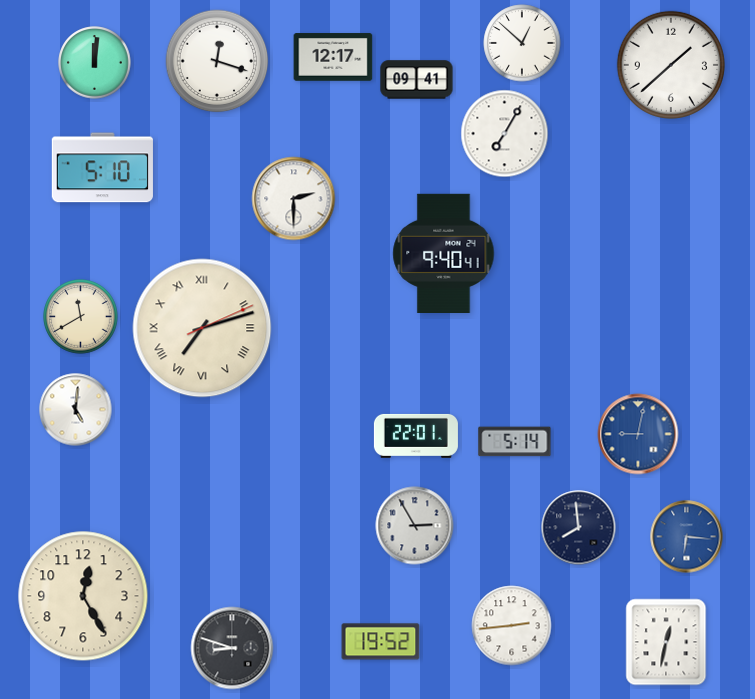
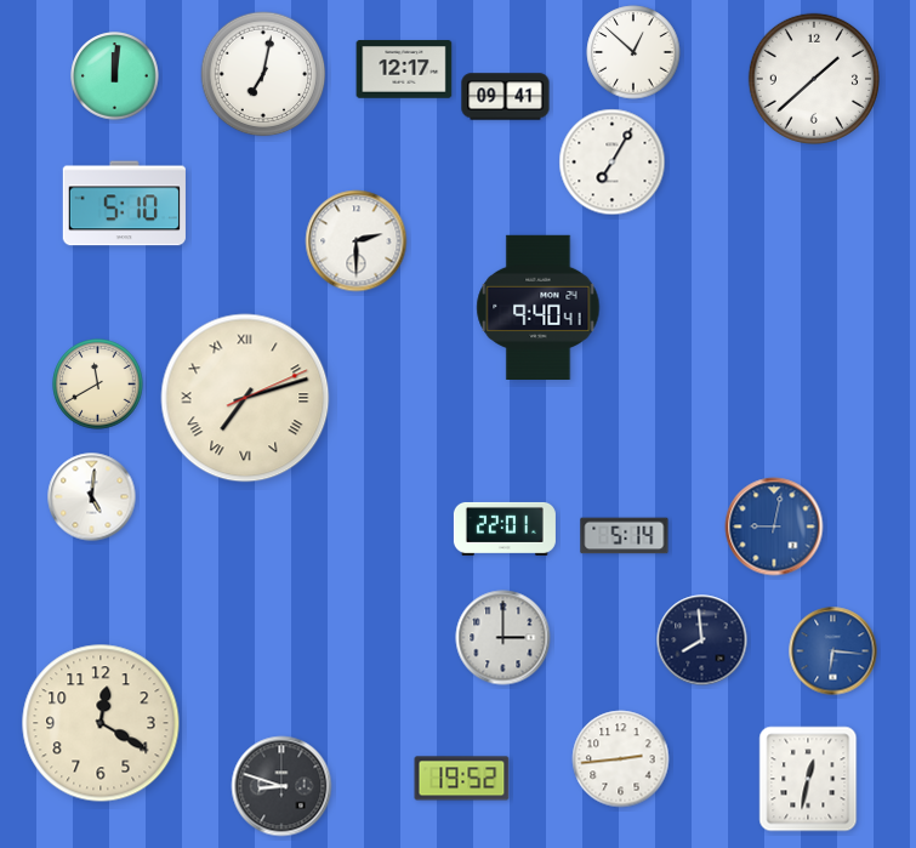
clock at (217, 61): 12:18 -> 7:02
clock at (415, 526): 2:55 -> 3:00
clock at (83, 596): 12:25 -> 12:20
